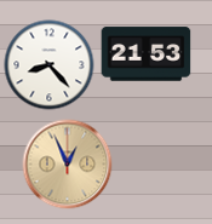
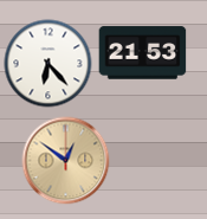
clock at (50, 65): 8:23 -> 6:23
clock at (68, 165): 12:56 -> 12:51
